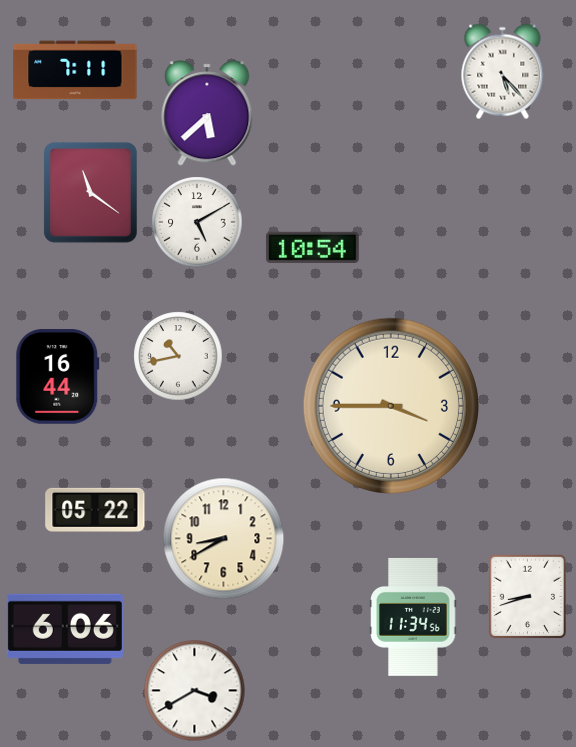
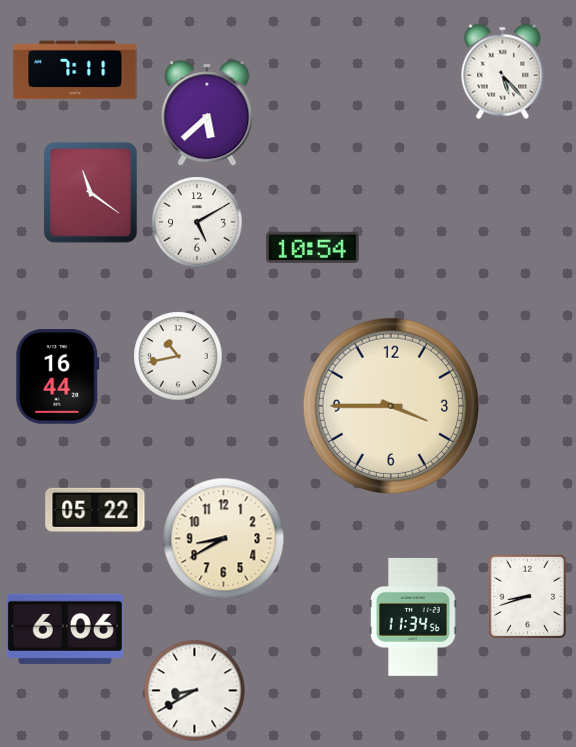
clock at (195, 691): 3:40 -> 8:40
